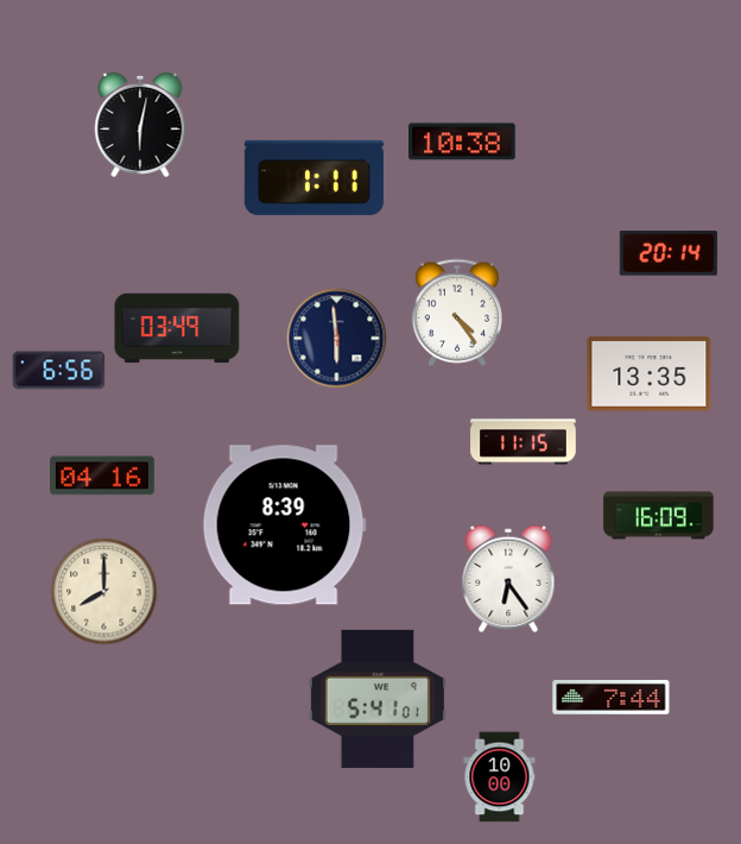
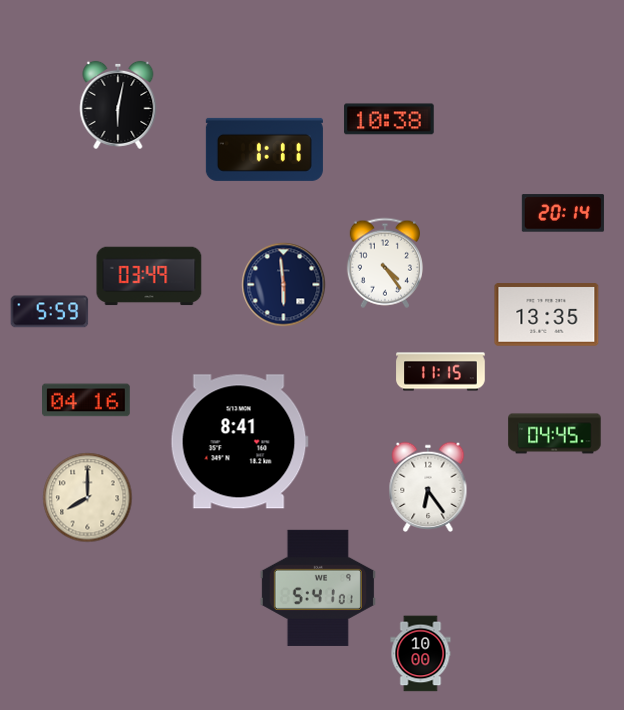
clock at (59, 371): 6:56 -> 5:59
clock at (659, 516): 16:09 -> 04:45
clock at (284, 525): 8:39 -> 8:41
clock at (612, 697): 7:44 -> none
